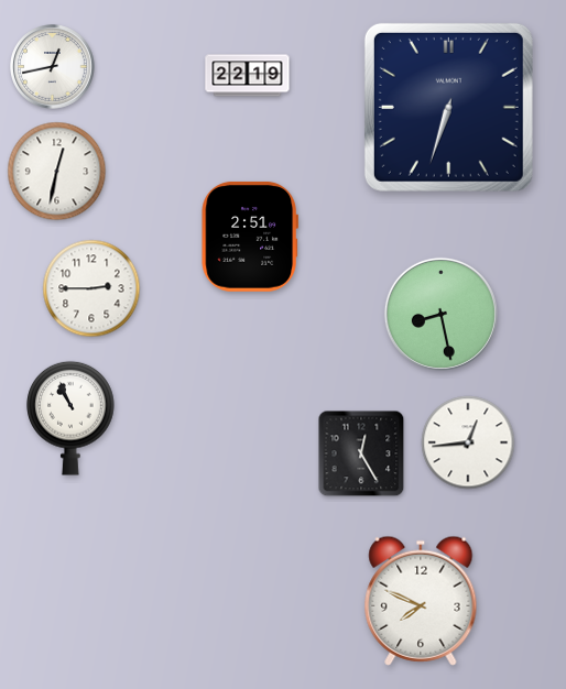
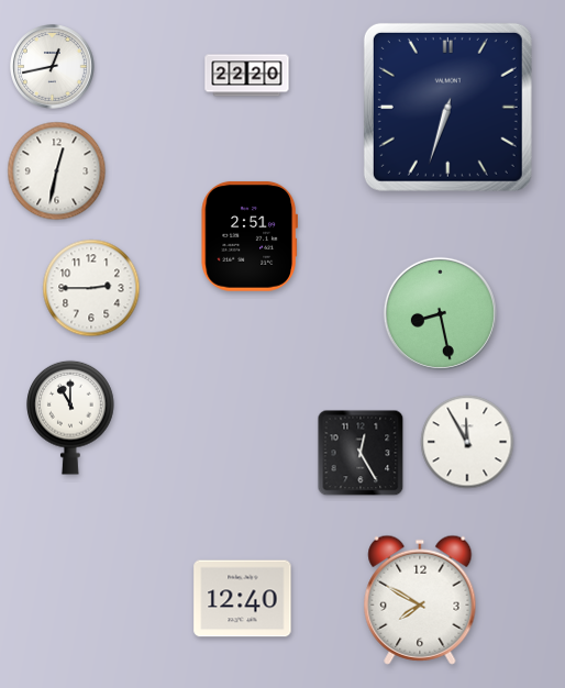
clock at (248, 76): 22:19 -> 22:20
clock at (70, 418): 10:56 -> 11:00
clock at (468, 442): 12:44 -> 11:55
clock at (243, 599): none -> 12:40
clock at (421, 601): 7:49 -> 7:50
